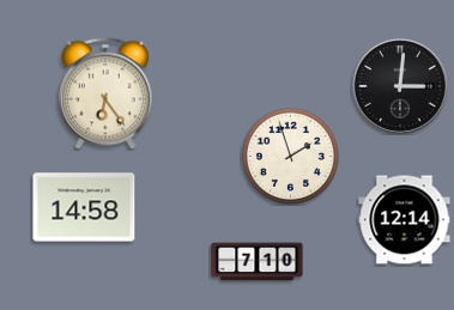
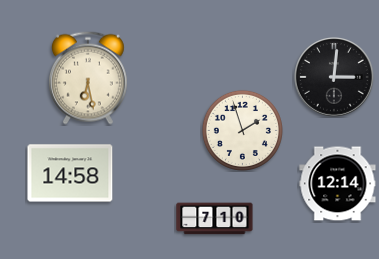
clock at (401, 87) position: (401, 87) -> (335, 78)
clock at (105, 93): 6:24 -> 6:28
